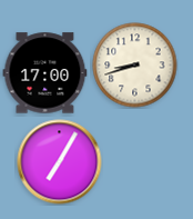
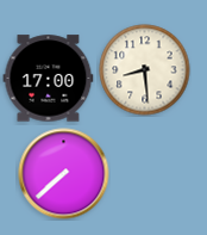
clock at (135, 66): 8:42 -> 8:29
clock at (60, 162): 7:05 -> 7:38
